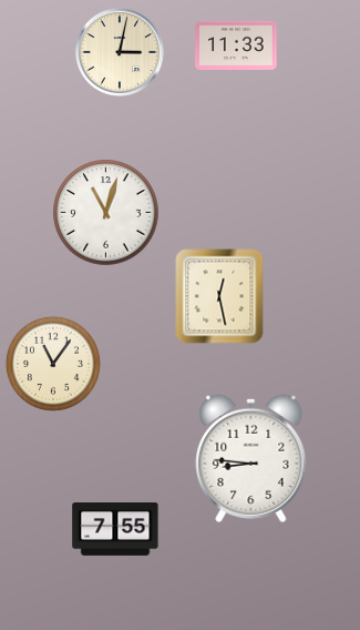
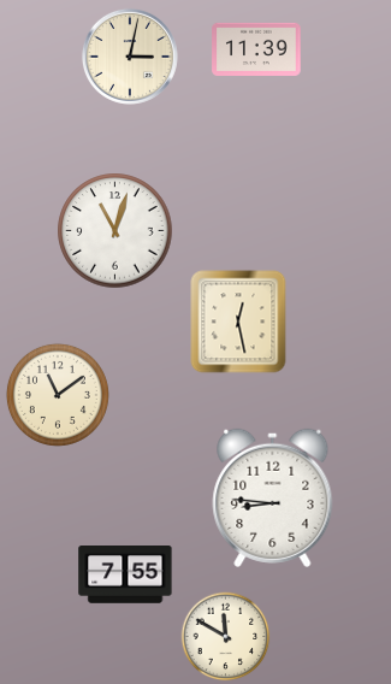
clock at (236, 45): 11:33 -> 11:39
clock at (53, 364): 11:06 -> 11:09
clock at (226, 637): none -> 11:50
